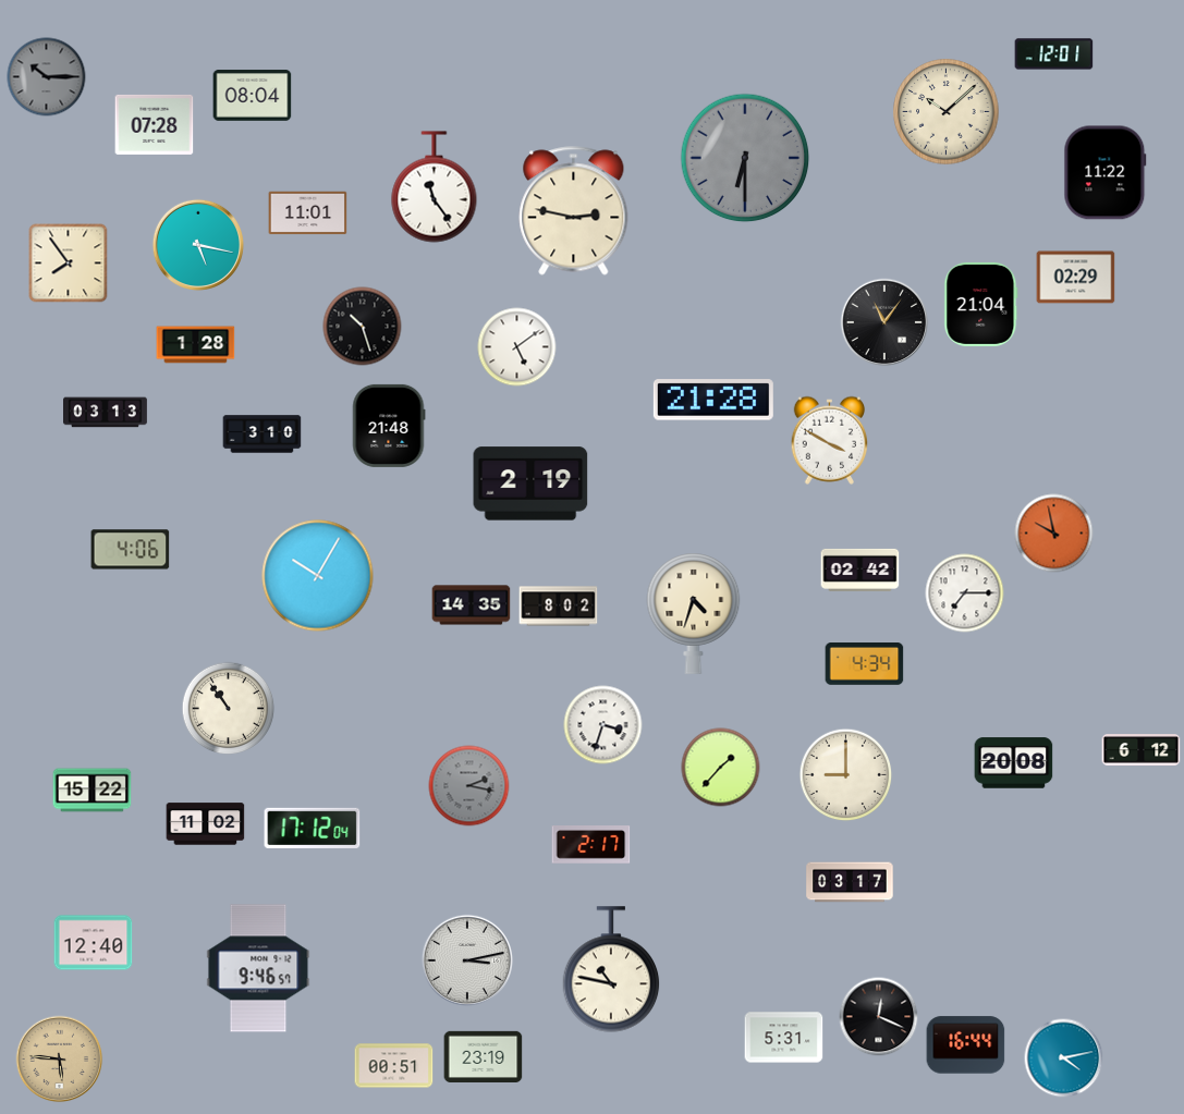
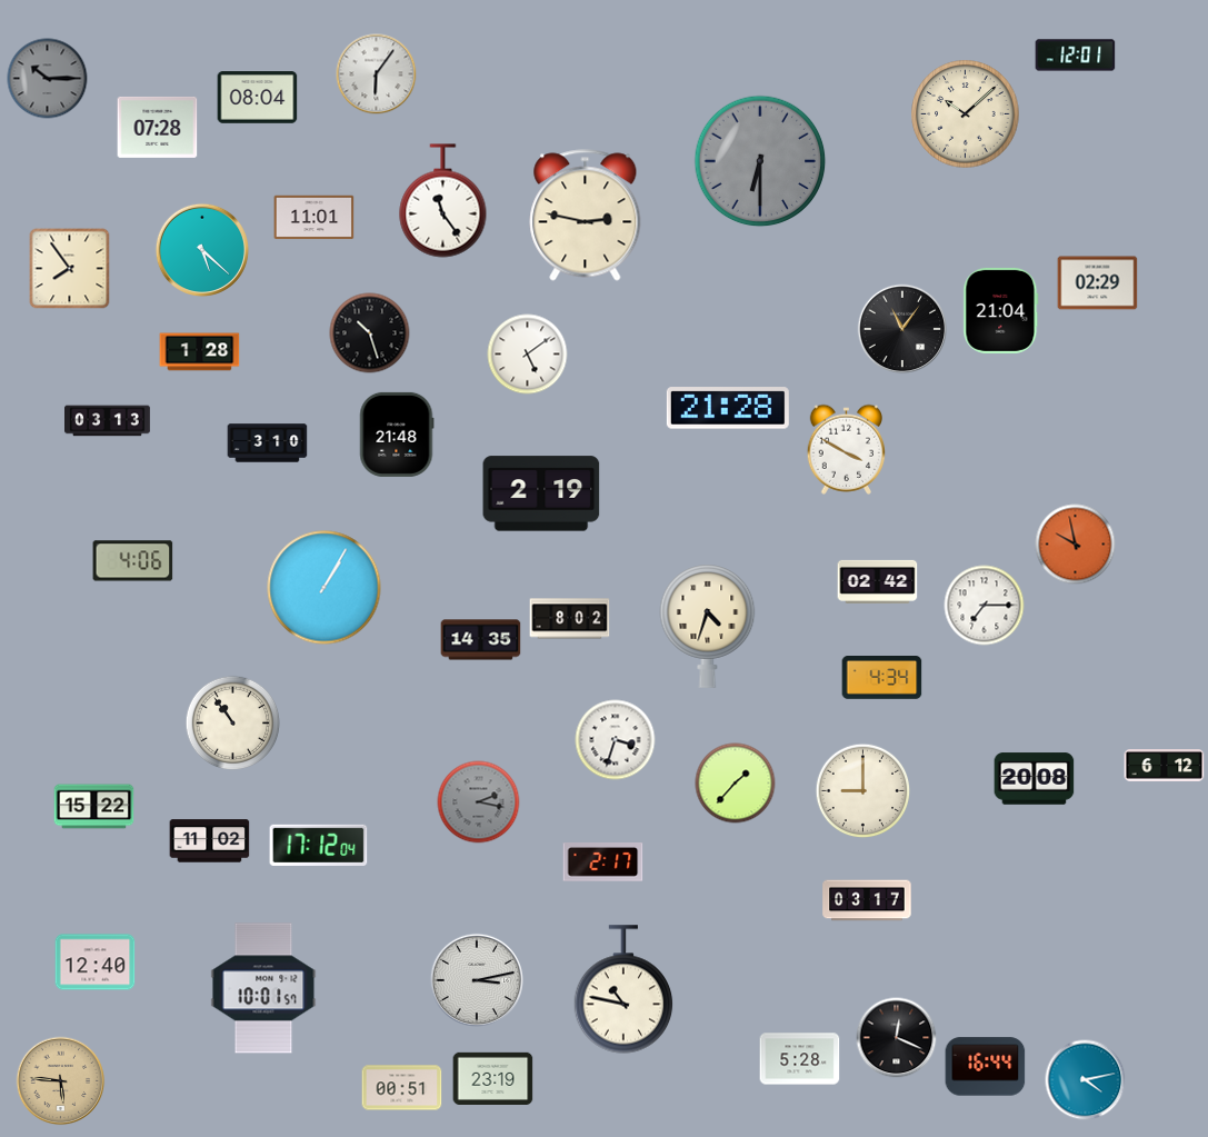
clock at (377, 74): none -> 6:06
clock at (1106, 173): 11:22 -> none
clock at (435, 187) position: (435, 187) -> (443, 201)
clock at (197, 244): 5:17 -> 5:22
clock at (318, 576): 10:05 -> 1:05
clock at (472, 605) position: (472, 605) -> (481, 640)
clock at (258, 968): 9:46 -> 10:01
clock at (784, 1038): 5:31 -> 5:28
